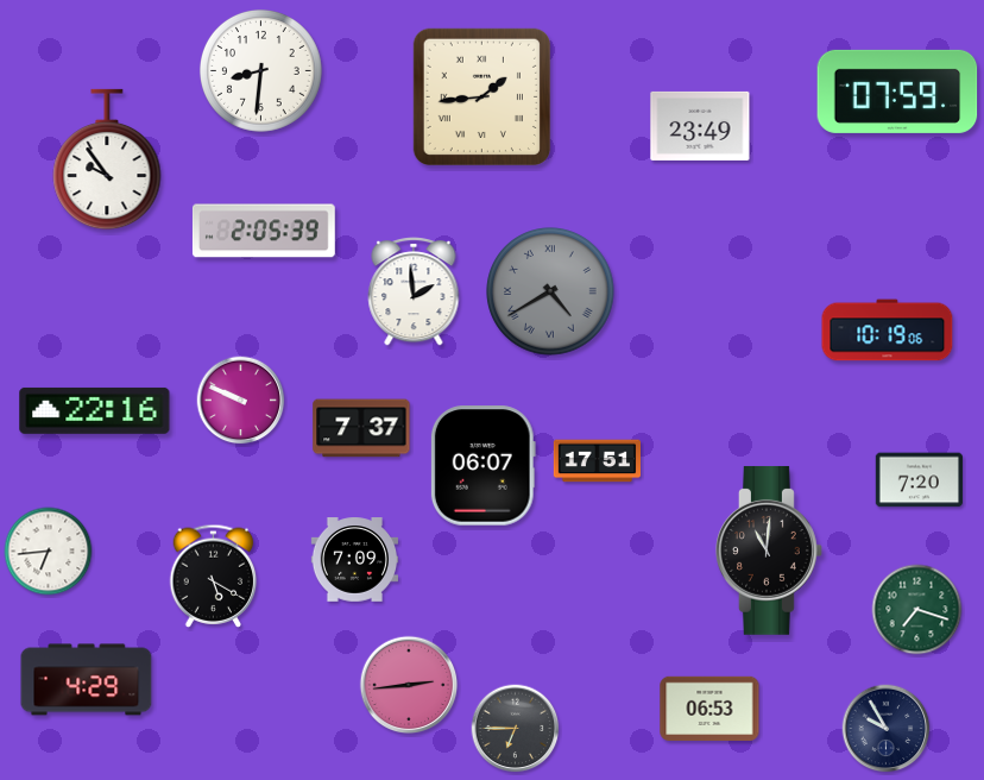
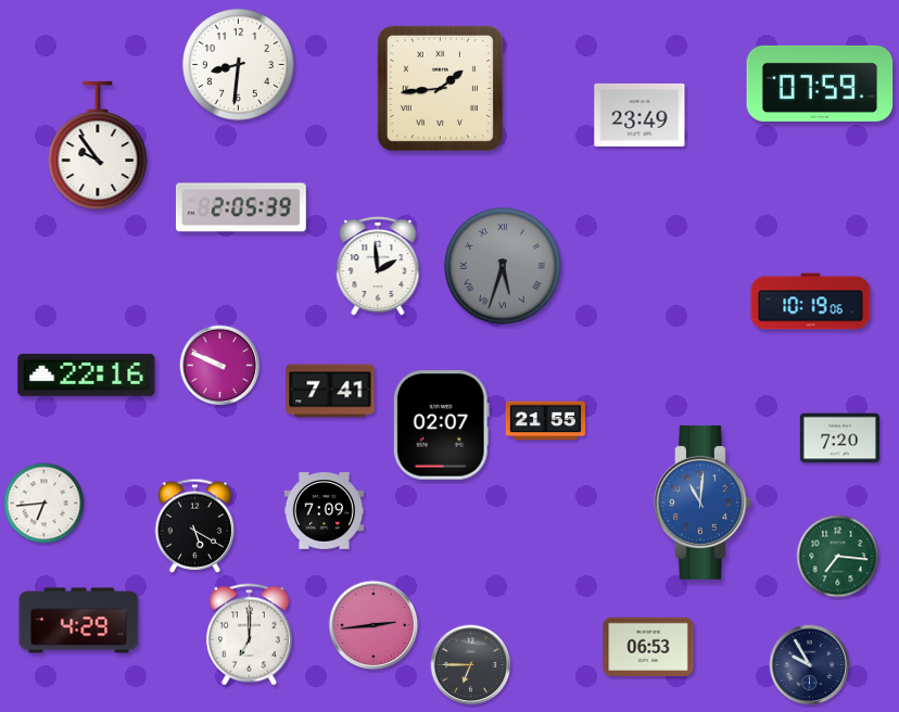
clock at (264, 231) position: (264, 231) -> (241, 207)
clock at (550, 291): 4:40 -> 5:33
clock at (361, 428): 7:37 -> 7:41
clock at (597, 461): 17:51 -> 21:55
clock at (482, 466): 06:07 -> 02:07
clock at (770, 551) dial: black -> blue
clock at (917, 610): 7:18 -> 7:16
clock at (249, 635): none -> 7:00
